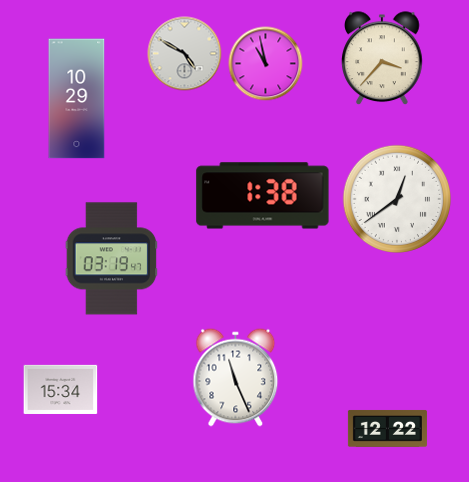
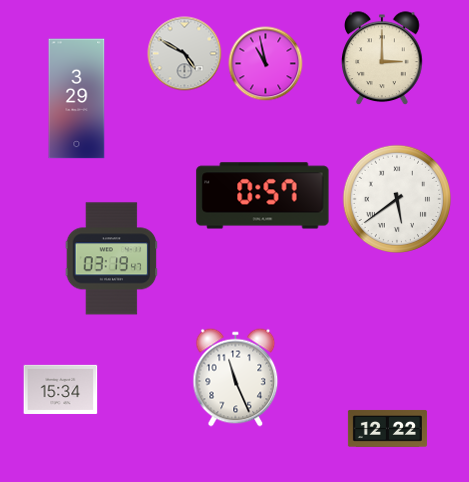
clock at (382, 58): 3:37 -> 3:00
clock at (77, 99): 10:29 -> 3:29
clock at (263, 196): 1:38 -> 0:57
clock at (396, 198): 12:39 -> 5:39
